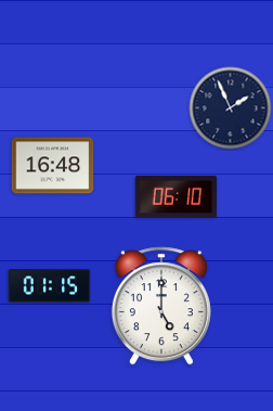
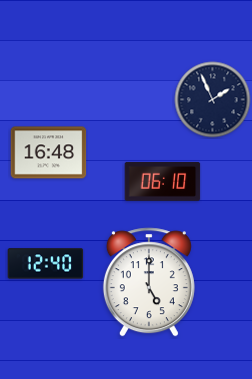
clock at (50, 286): 01:15 -> 12:40
